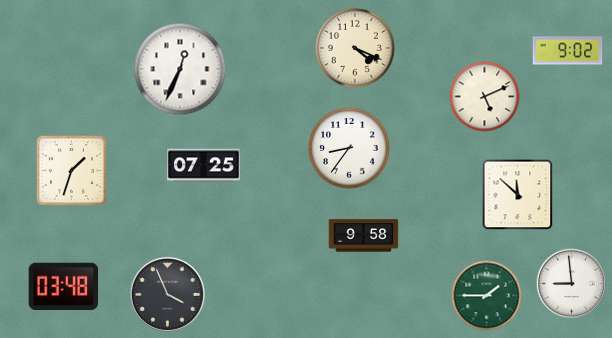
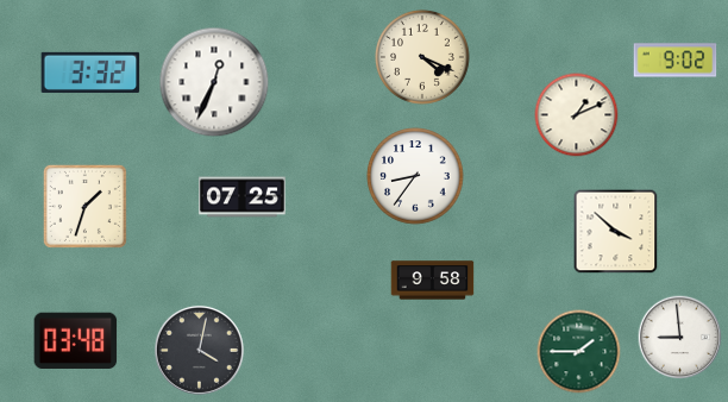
clock at (90, 73): none -> 3:32
clock at (485, 97): 5:11 -> 1:11
clock at (71, 170) position: (71, 170) -> (84, 206)
clock at (518, 195): 11:52 -> 3:52
clock at (167, 294): 3:56 -> 4:02
